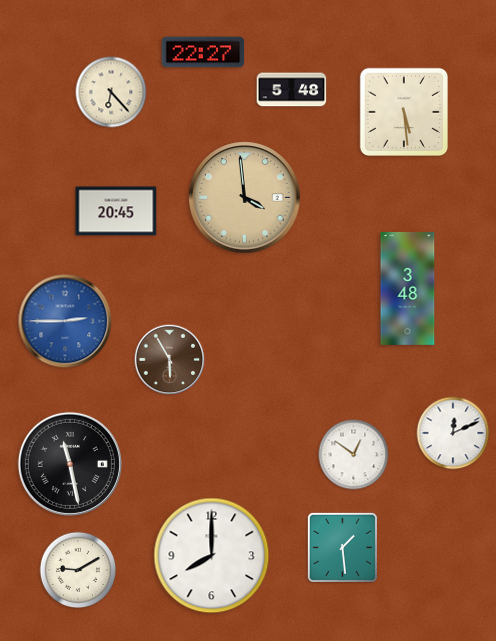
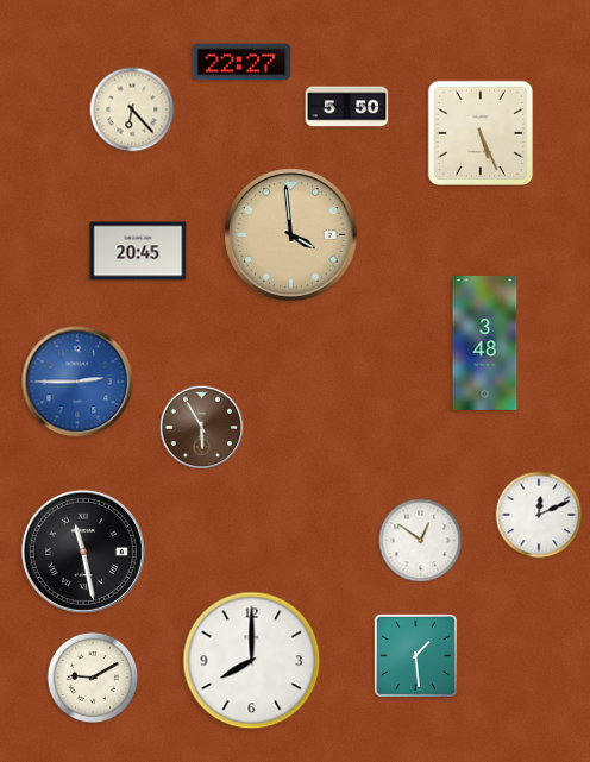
clock at (292, 90): 5:48 -> 5:50
clock at (403, 111): 5:29 -> 5:26
clock at (342, 547) position: (342, 547) -> (415, 655)
